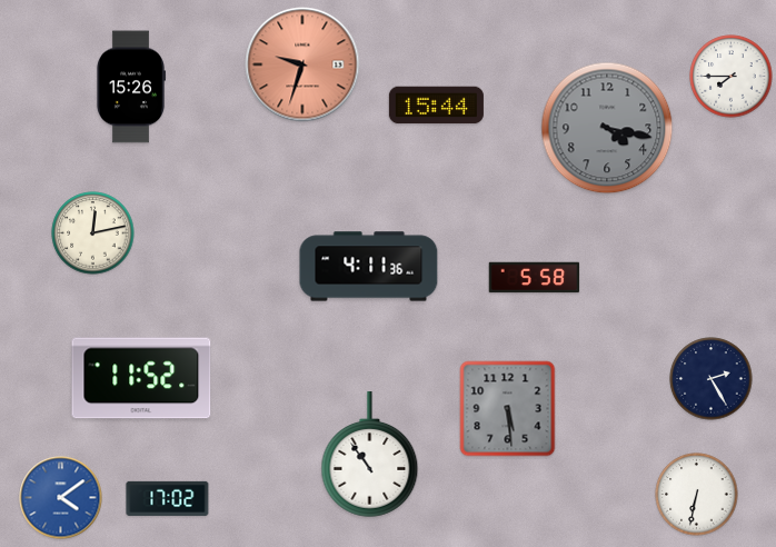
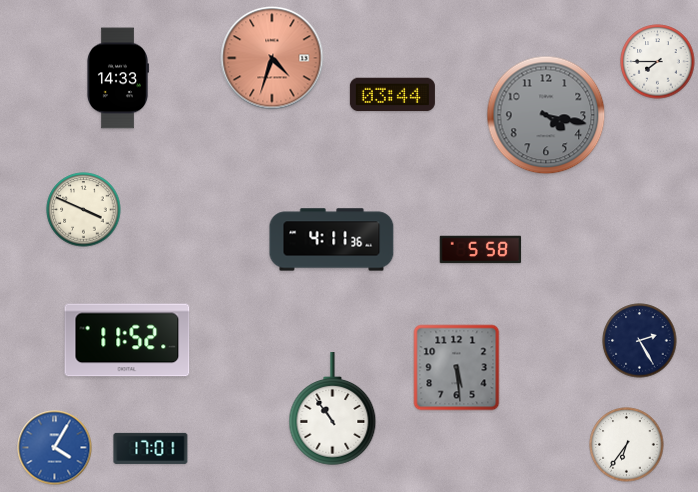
clock at (302, 64): 9:33 -> 4:33
clock at (732, 77) position: (732, 77) -> (658, 62)
clock at (131, 87): 15:26 -> 14:33
clock at (436, 106): 15:44 -> 03:44
clock at (93, 233): 12:13 -> 3:49
clock at (697, 495): 6:32 -> 6:36
clock at (61, 498): 4:09 -> 4:05
clock at (168, 498): 17:02 -> 17:01
